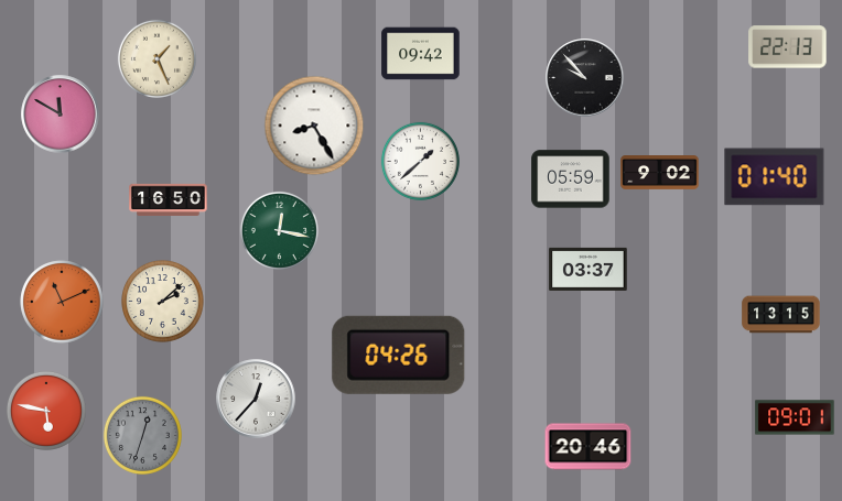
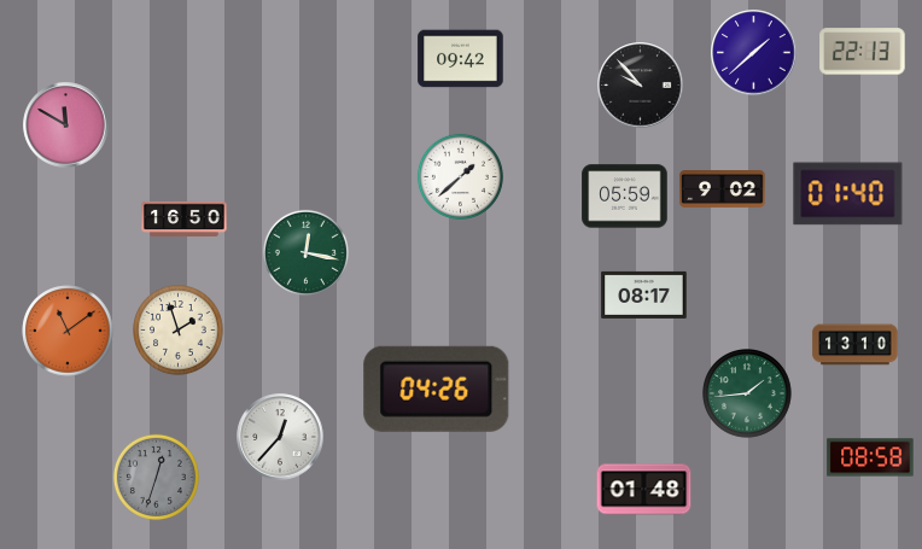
clock at (754, 53): none -> 1:38
clock at (156, 58): 1:26 -> none
clock at (314, 126): 8:25 -> none
clock at (589, 269): 03:37 -> 08:17
clock at (62, 302): 11:11 -> 11:09
clock at (163, 302): 2:08 -> 1:57
clock at (781, 315): 13:15 -> 13:10
clock at (748, 395): none -> 1:44
clock at (46, 411): 5:47 -> none
clock at (795, 417): 09:01 -> 08:58
clock at (589, 447): 20:46 -> 01:48
